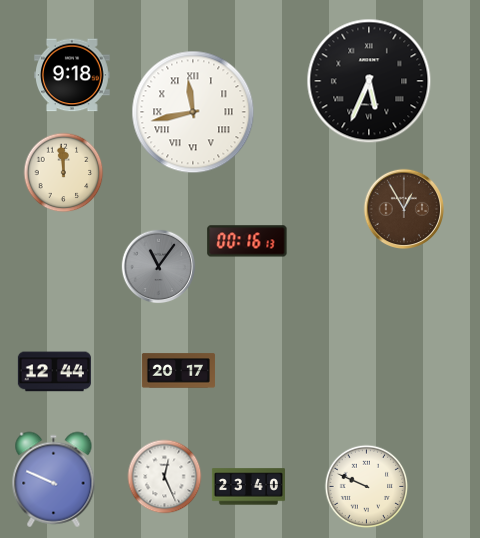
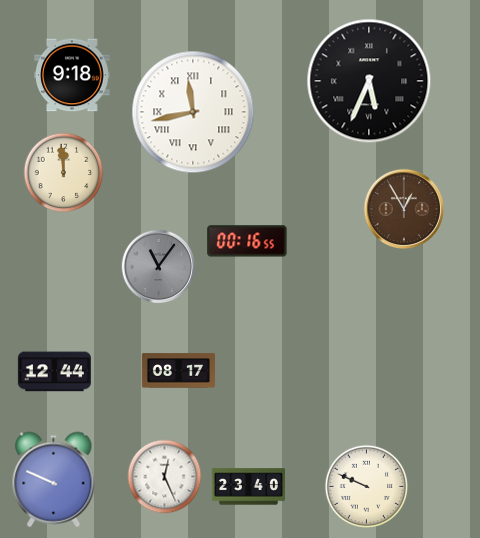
clock at (247, 241): 00:16:13 -> 00:16:55
clock at (178, 371): 20:17 -> 08:17
